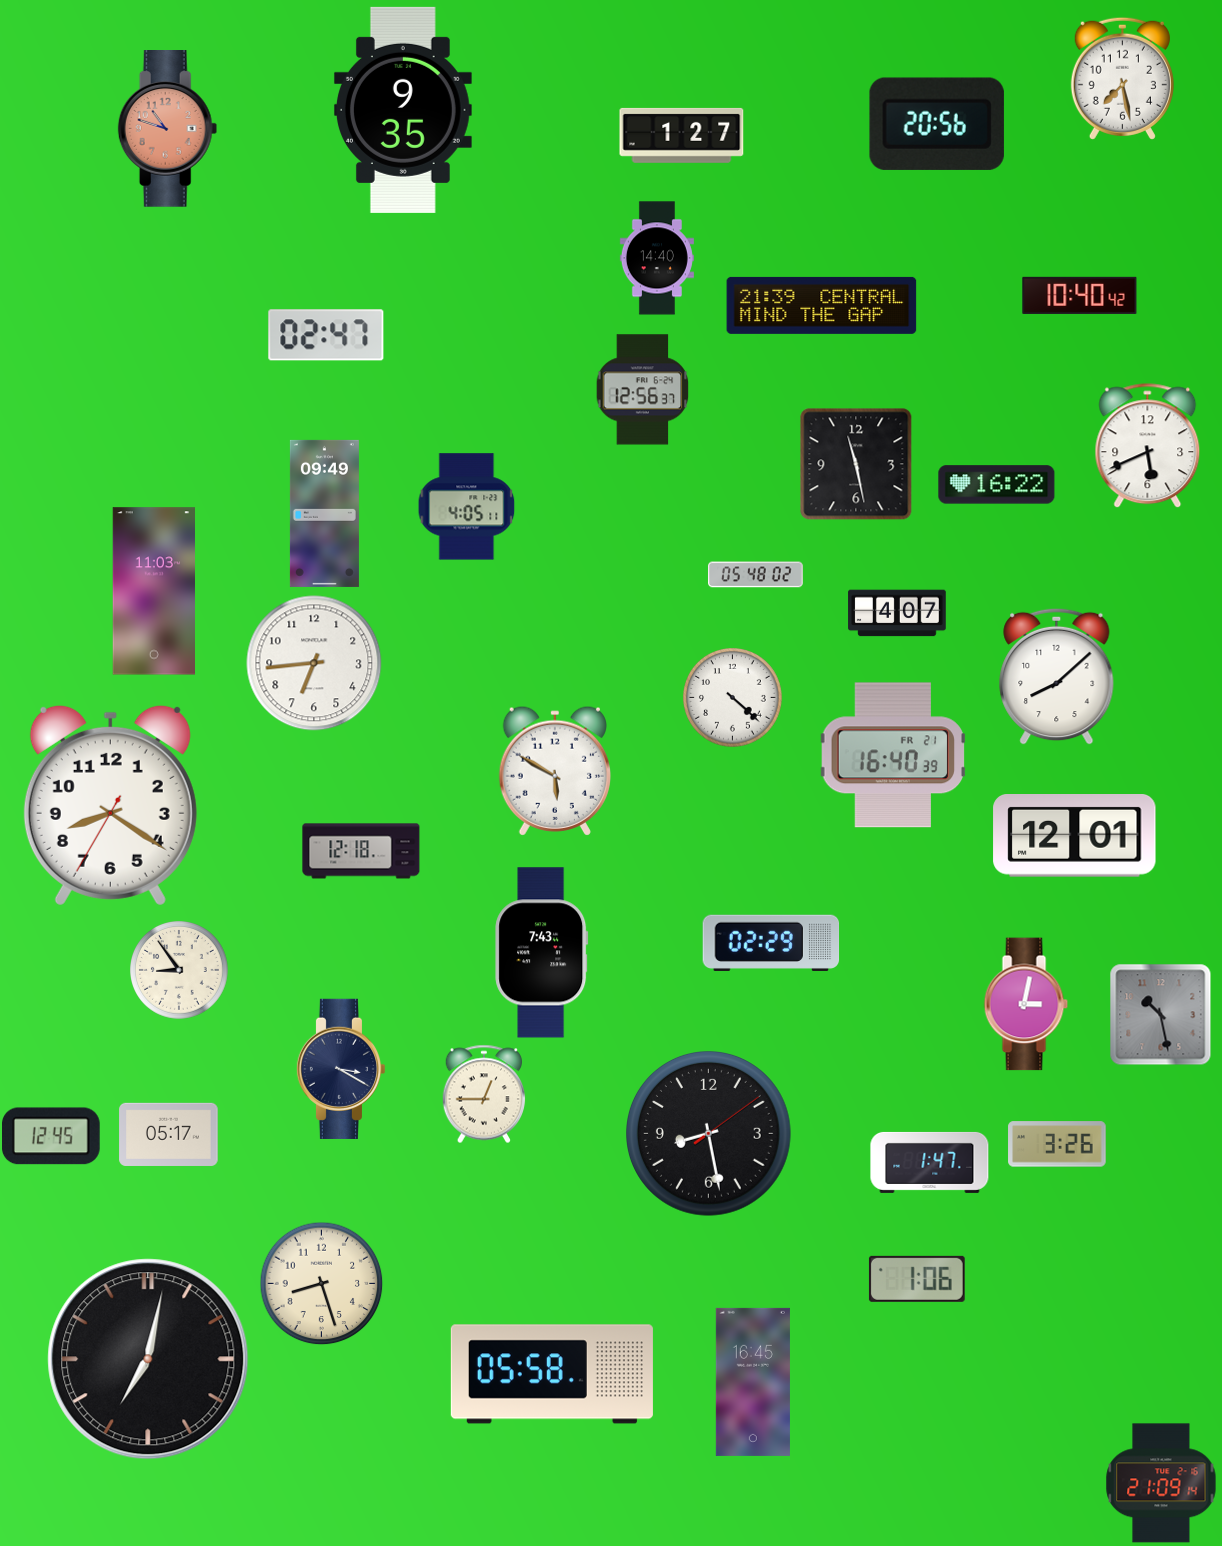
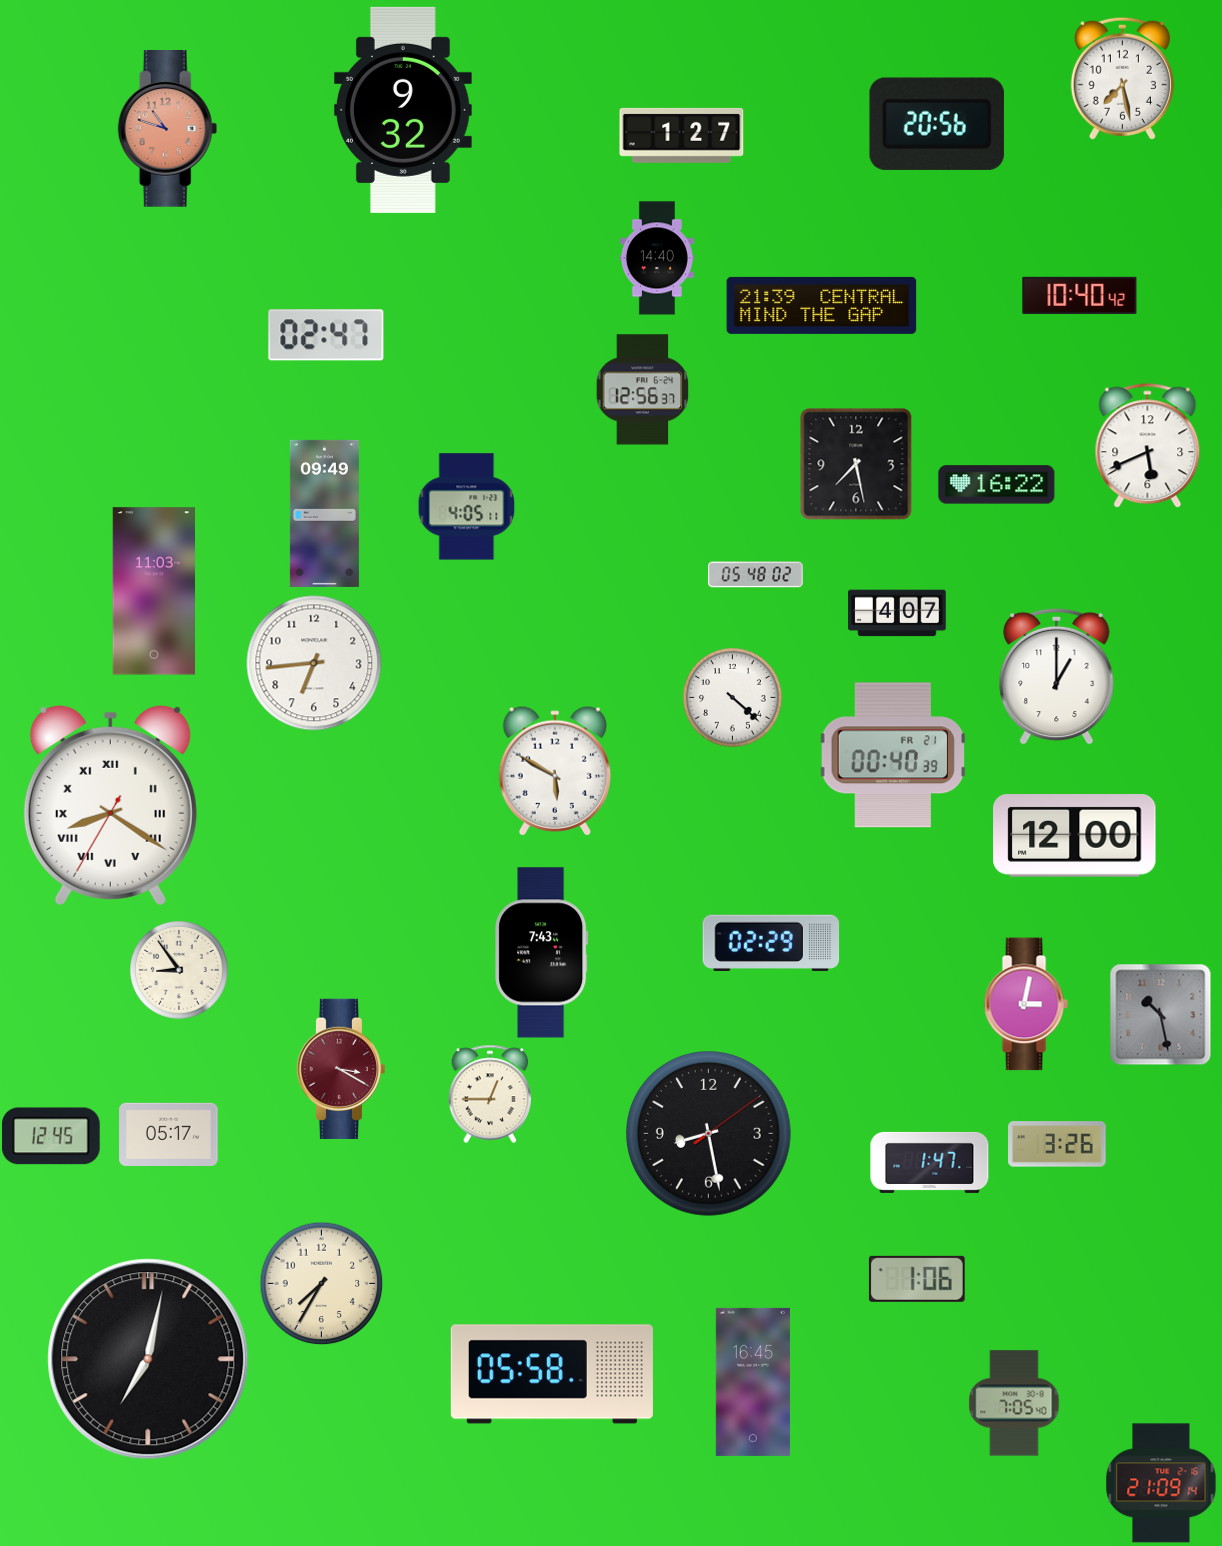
clock at (403, 110): 9:35 -> 9:32
clock at (856, 464): 11:28 -> 7:28
clock at (1057, 676): 8:08 -> 1:00
clock at (892, 755): 16:40 -> 00:40
clock at (110, 805) numerals: Arabic -> Roman
clock at (1075, 836): 12:01 -> 12:00
clock at (361, 851): 12:18 -> none
clock at (341, 1068) dial: navy -> burgundy
clock at (484, 1094) position: (484, 1094) -> (490, 1094)
clock at (321, 1283): 8:27 -> 7:35
clock at (1014, 1403): none -> 7:05
